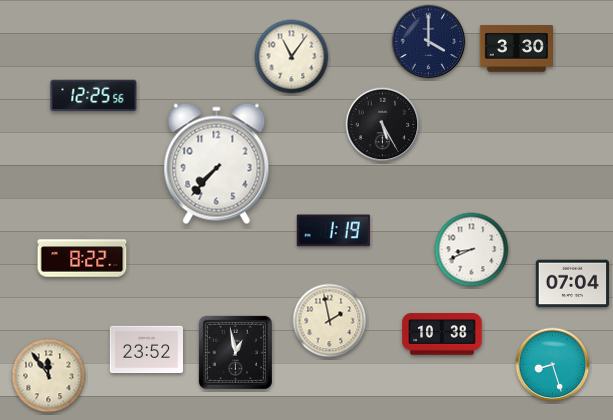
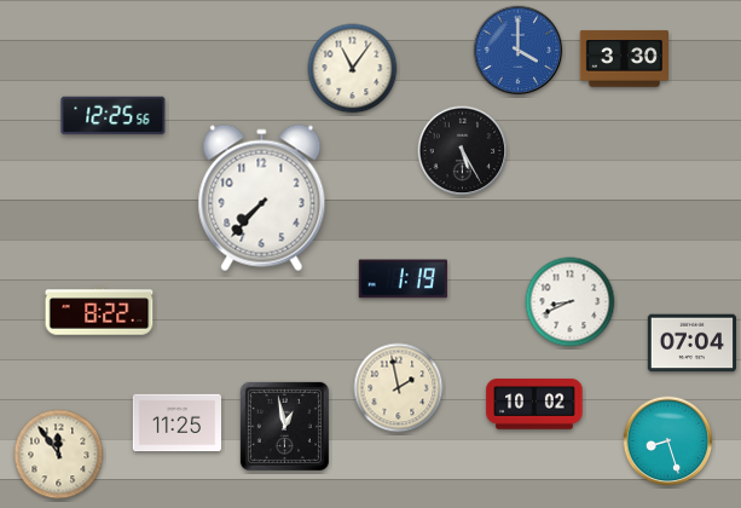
clock at (429, 42) dial: navy -> blue
clock at (442, 334): 10:38 -> 10:02
clock at (146, 350): 23:52 -> 11:25
